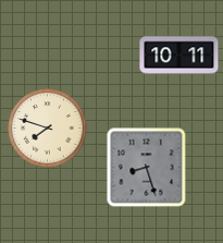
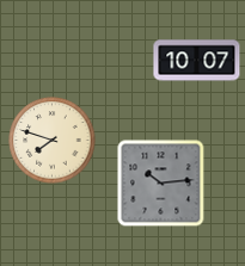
clock at (179, 56): 10:11 -> 10:07
clock at (147, 168): 8:27 -> 10:14
